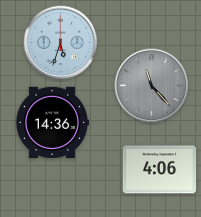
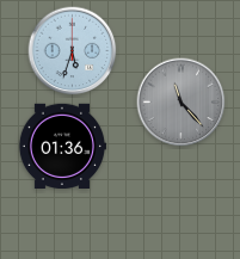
clock at (52, 122): 14:36 -> 01:36
clock at (160, 170): 4:06 -> none
